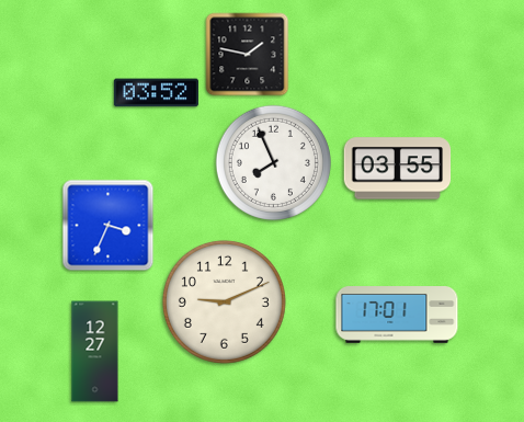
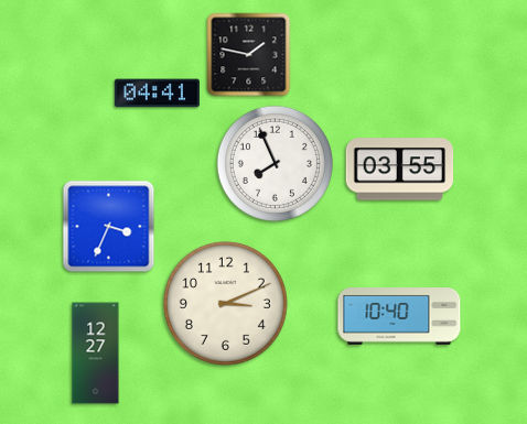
clock at (156, 93): 03:52 -> 04:41
clock at (224, 301): 9:11 -> 3:11
clock at (397, 316): 17:01 -> 10:40
